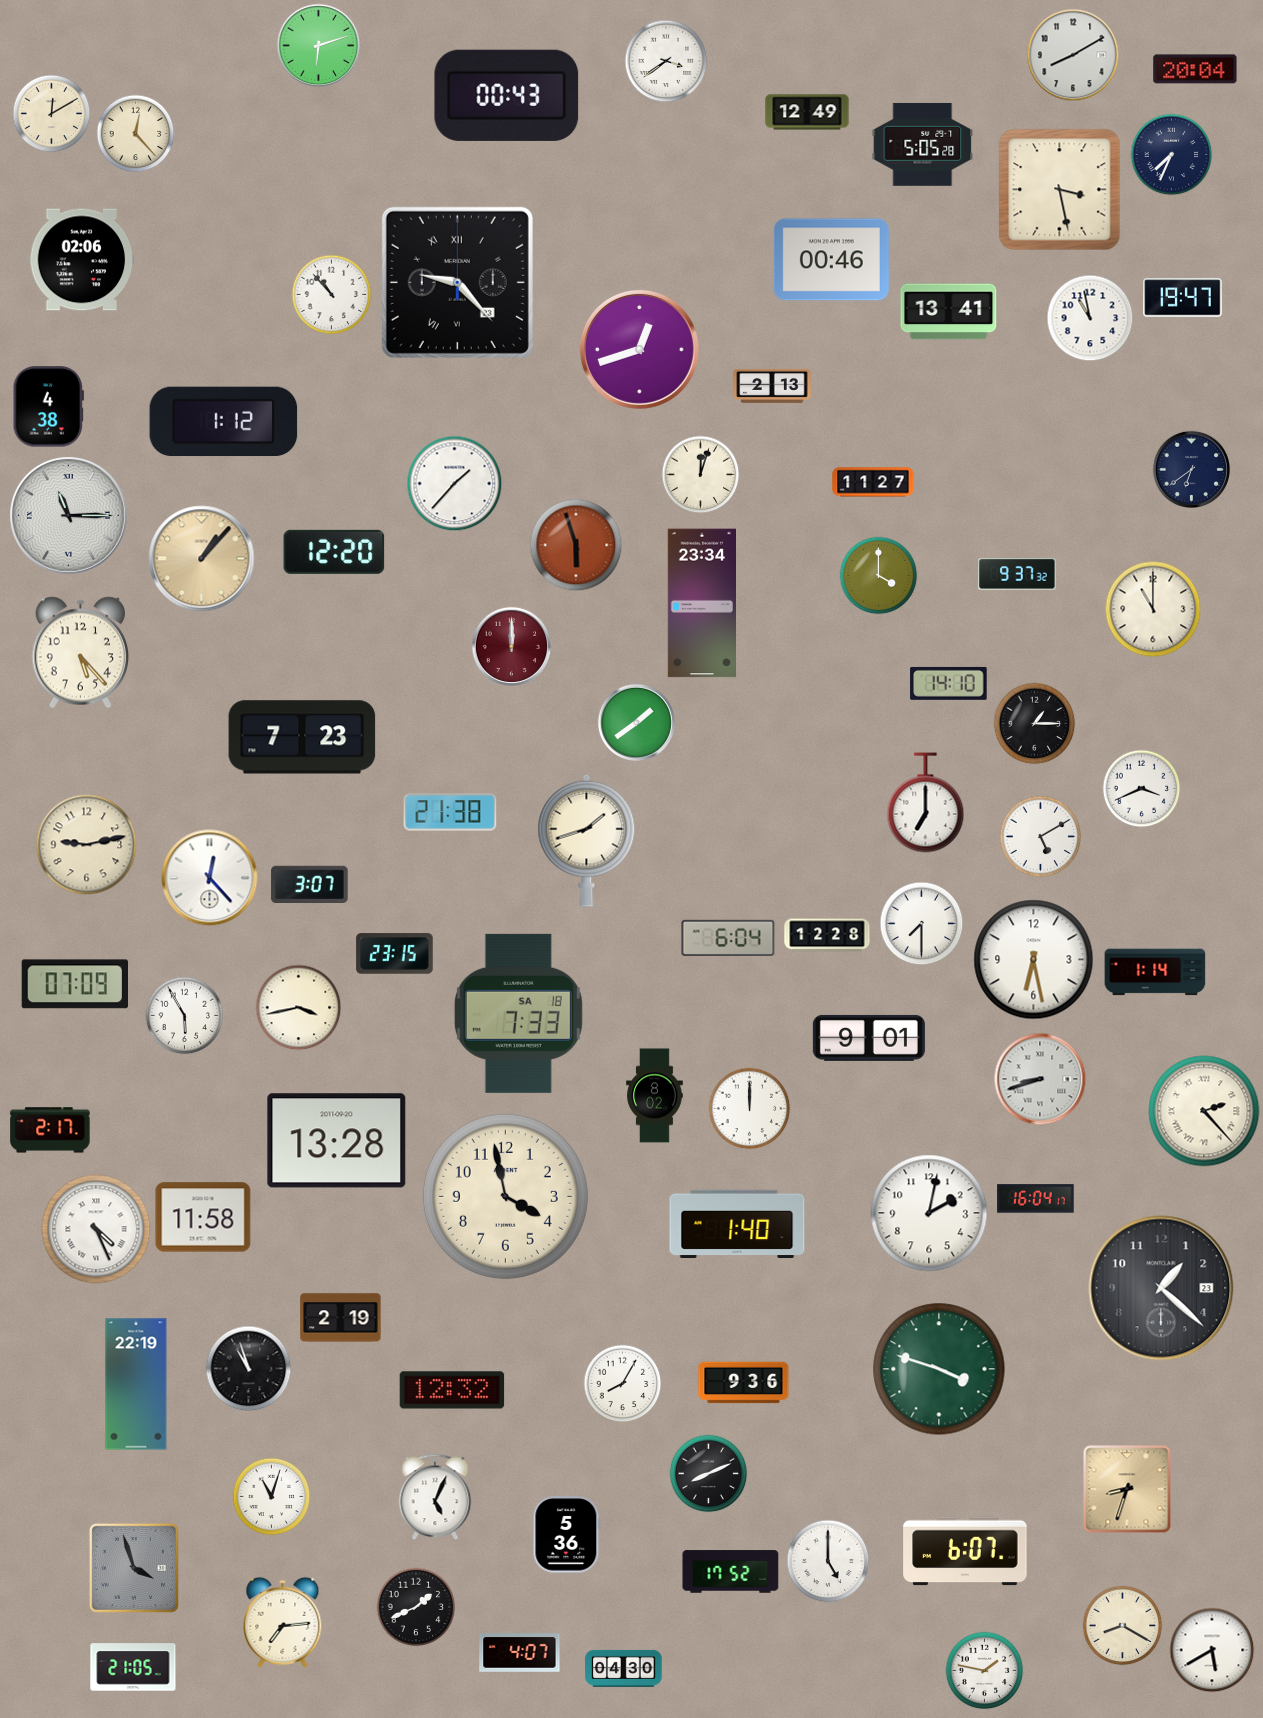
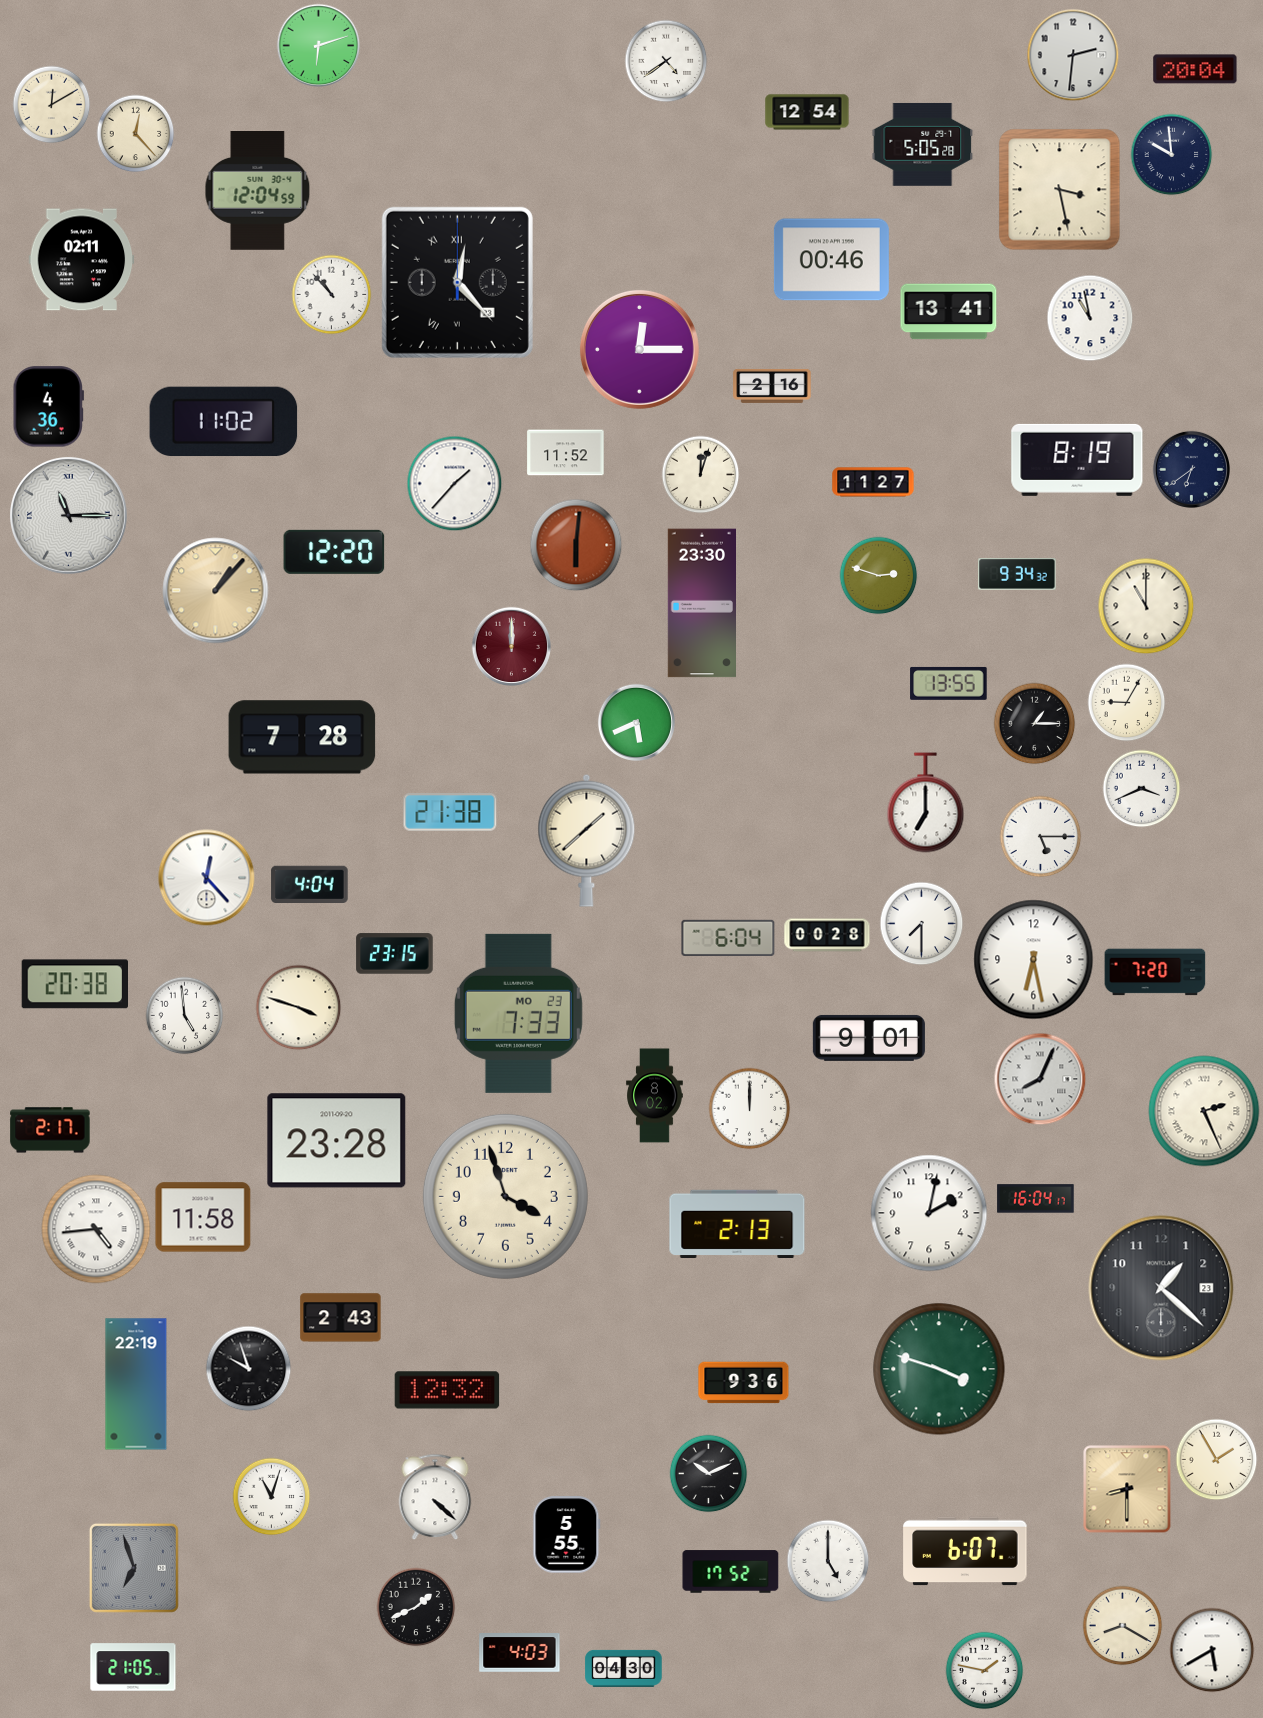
clock at (1073, 55): 8:10 -> 2:31
clock at (666, 61): 3:39 -> 4:39
clock at (507, 95): 00:43 -> none
clock at (807, 112): 12:49 -> 12:54
clock at (51, 113) position: (51, 113) -> (51, 104)
clock at (1171, 154): 7:34 -> 9:59
clock at (258, 191): none -> 12:04
clock at (82, 260): 02:06 -> 02:11
clock at (457, 282): 9:23 -> 12:23
clock at (1183, 298): 19:47 -> none
clock at (639, 349): 12:42 -> 12:15
clock at (772, 386): 2:13 -> 2:16
clock at (48, 407): 4:38 -> 4:36
clock at (224, 422): 1:12 -> 11:02
clock at (566, 453): none -> 11:52
clock at (1077, 460): none -> 8:19
clock at (576, 545): 5:57 -> 6:01
clock at (202, 559) position: (202, 559) -> (216, 591)
clock at (1017, 574): 9:37 -> 9:34
clock at (878, 575): 4:00 -> 2:48
clock at (701, 603): 23:34 -> 23:30
clock at (1153, 609) position: (1153, 609) -> (1146, 606)
clock at (81, 653): 5:23 -> none
clock at (949, 683): 14:10 -> 13:55
clock at (1126, 702): none -> 9:05
clock at (636, 722): 1:39 -> 5:41
clock at (302, 737): 7:23 -> 7:28
clock at (1040, 836): 5:10 -> 5:15
clock at (587, 840): 1:42 -> 1:38
clock at (87, 845): 9:13 -> none
clock at (210, 878) position: (210, 878) -> (207, 878)
clock at (310, 884): 3:07 -> 4:04
clock at (827, 935): 12:28 -> 00:28
clock at (1155, 972): 1:14 -> 7:20
clock at (74, 984): 07:09 -> 20:38
clock at (298, 1007): 3:43 -> 3:48
clock at (518, 1013) date: SA 18 -> MO 23
clock at (184, 1015): 5:55 -> 4:59
clock at (1040, 1079): 8:42 -> 8:04
clock at (1204, 1111): 2:23 -> 2:26
clock at (337, 1141): 13:28 -> 23:28
clock at (505, 1196): 3:58 -> 3:57
clock at (737, 1224): 1:40 -> 2:13
clock at (96, 1229): 4:26 -> 4:44
clock at (341, 1318): 2:19 -> 2:43
clock at (248, 1368): 10:57 -> 9:57
clock at (622, 1383): 8:05 -> none
clock at (452, 1390) position: (452, 1390) -> (447, 1390)
clock at (1216, 1459): none -> 1:55
clock at (708, 1473): 8:11 -> 10:11
clock at (1127, 1489): 8:33 -> 8:30
clock at (435, 1497): 5:04 -> 4:22
clock at (567, 1535): 5:36 -> 5:55
clock at (134, 1568): 3:57 -> 6:57
clock at (283, 1622): 7:14 -> none
clock at (520, 1653): 4:07 -> 4:03
